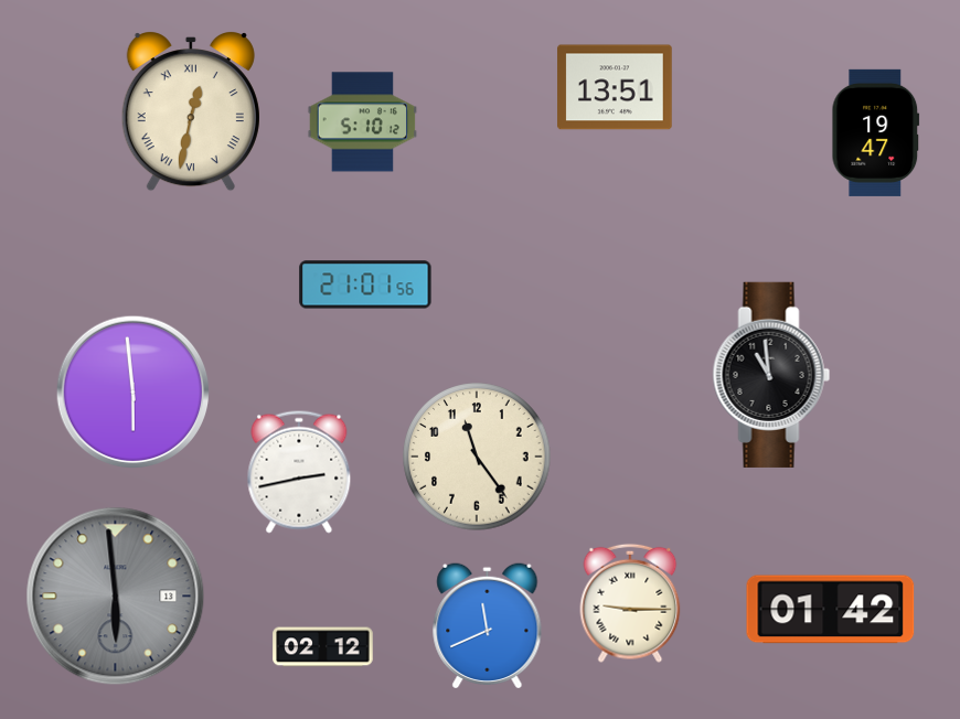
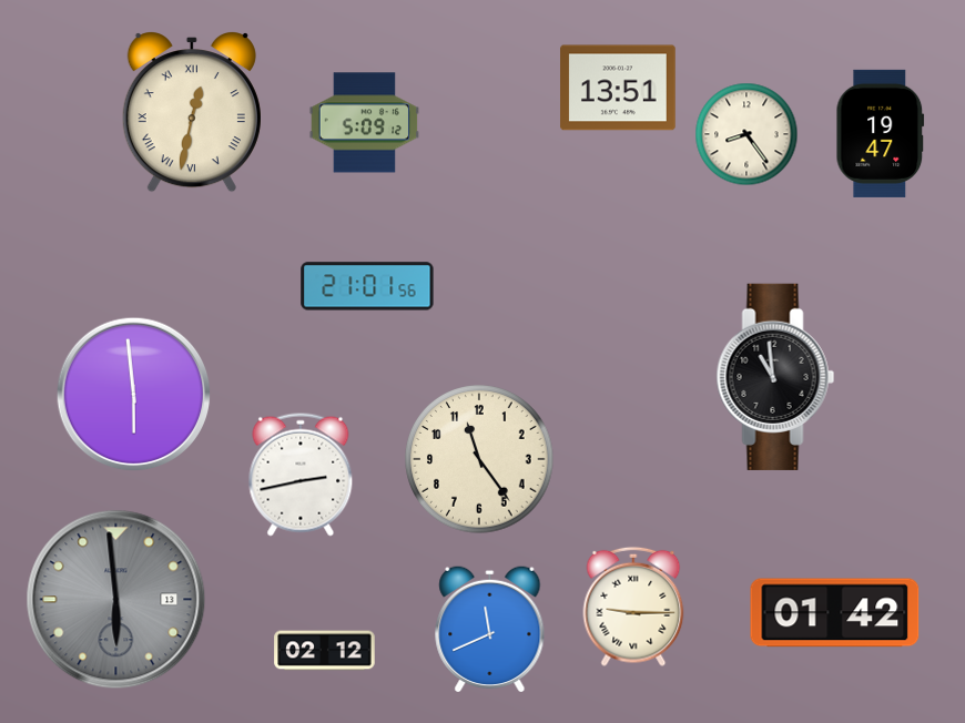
clock at (363, 122): 5:10 -> 5:09
clock at (746, 134): none -> 8:24
